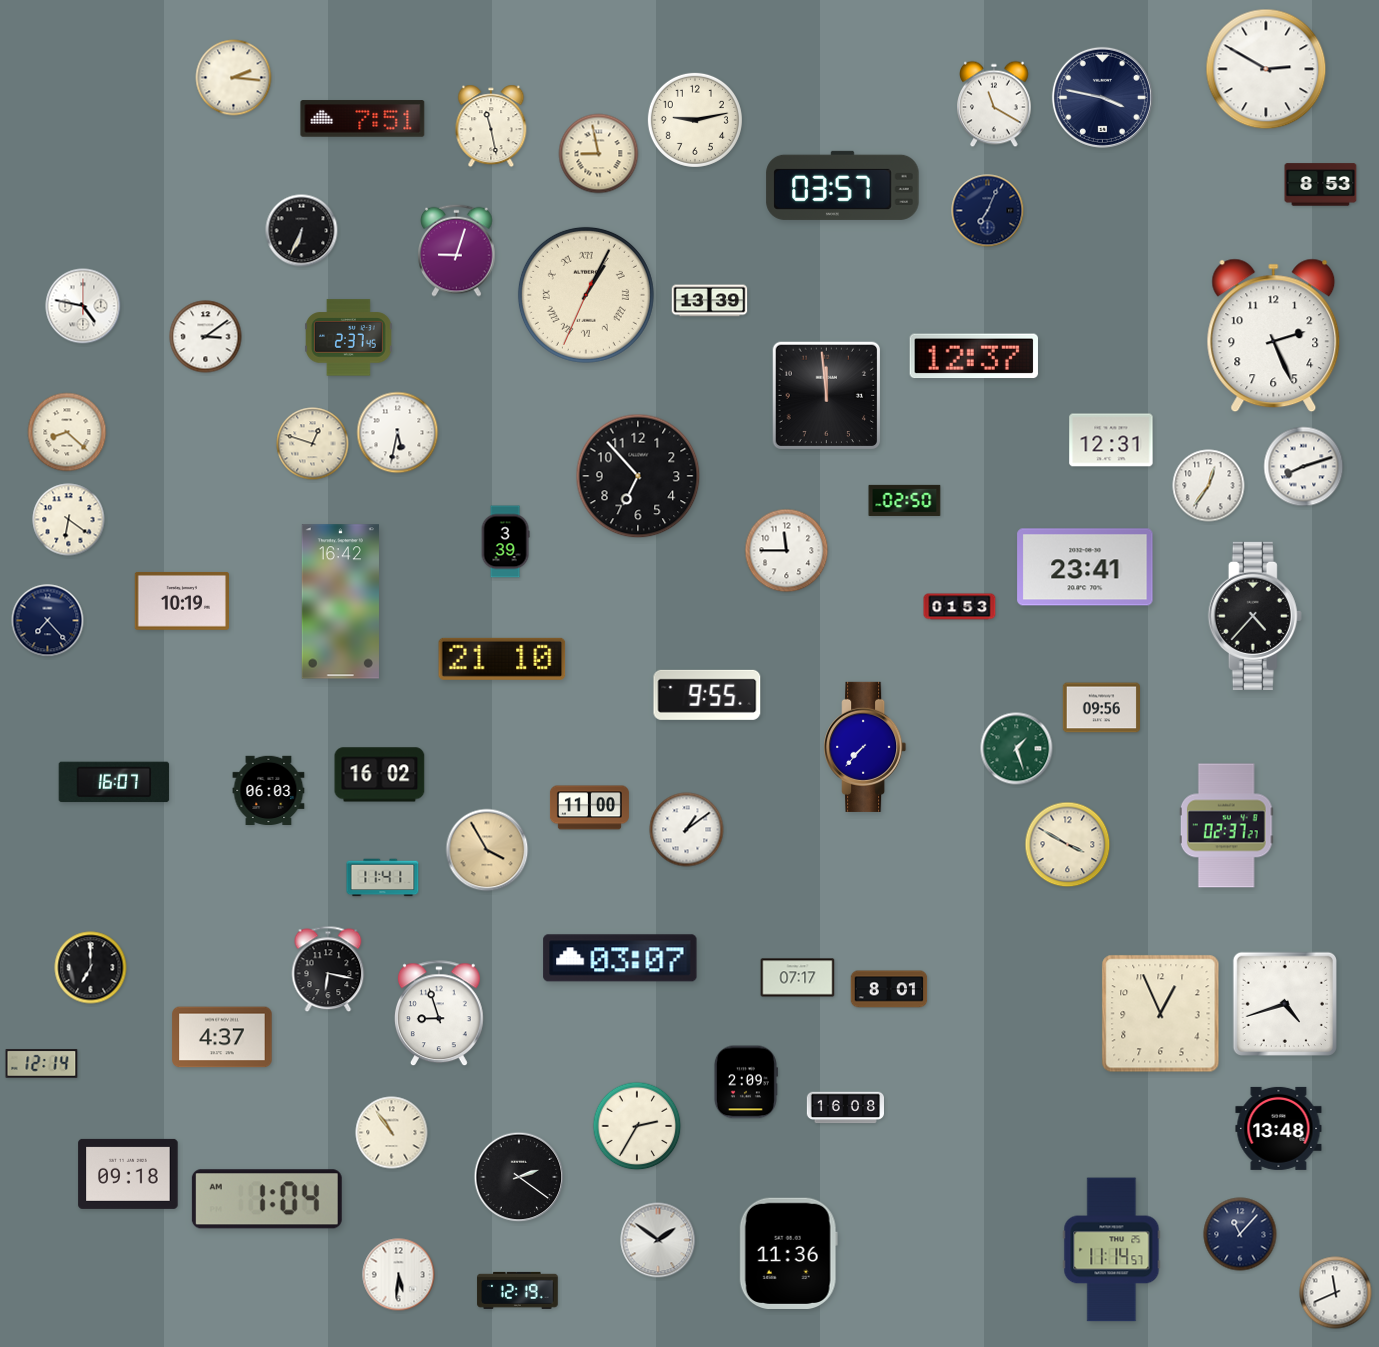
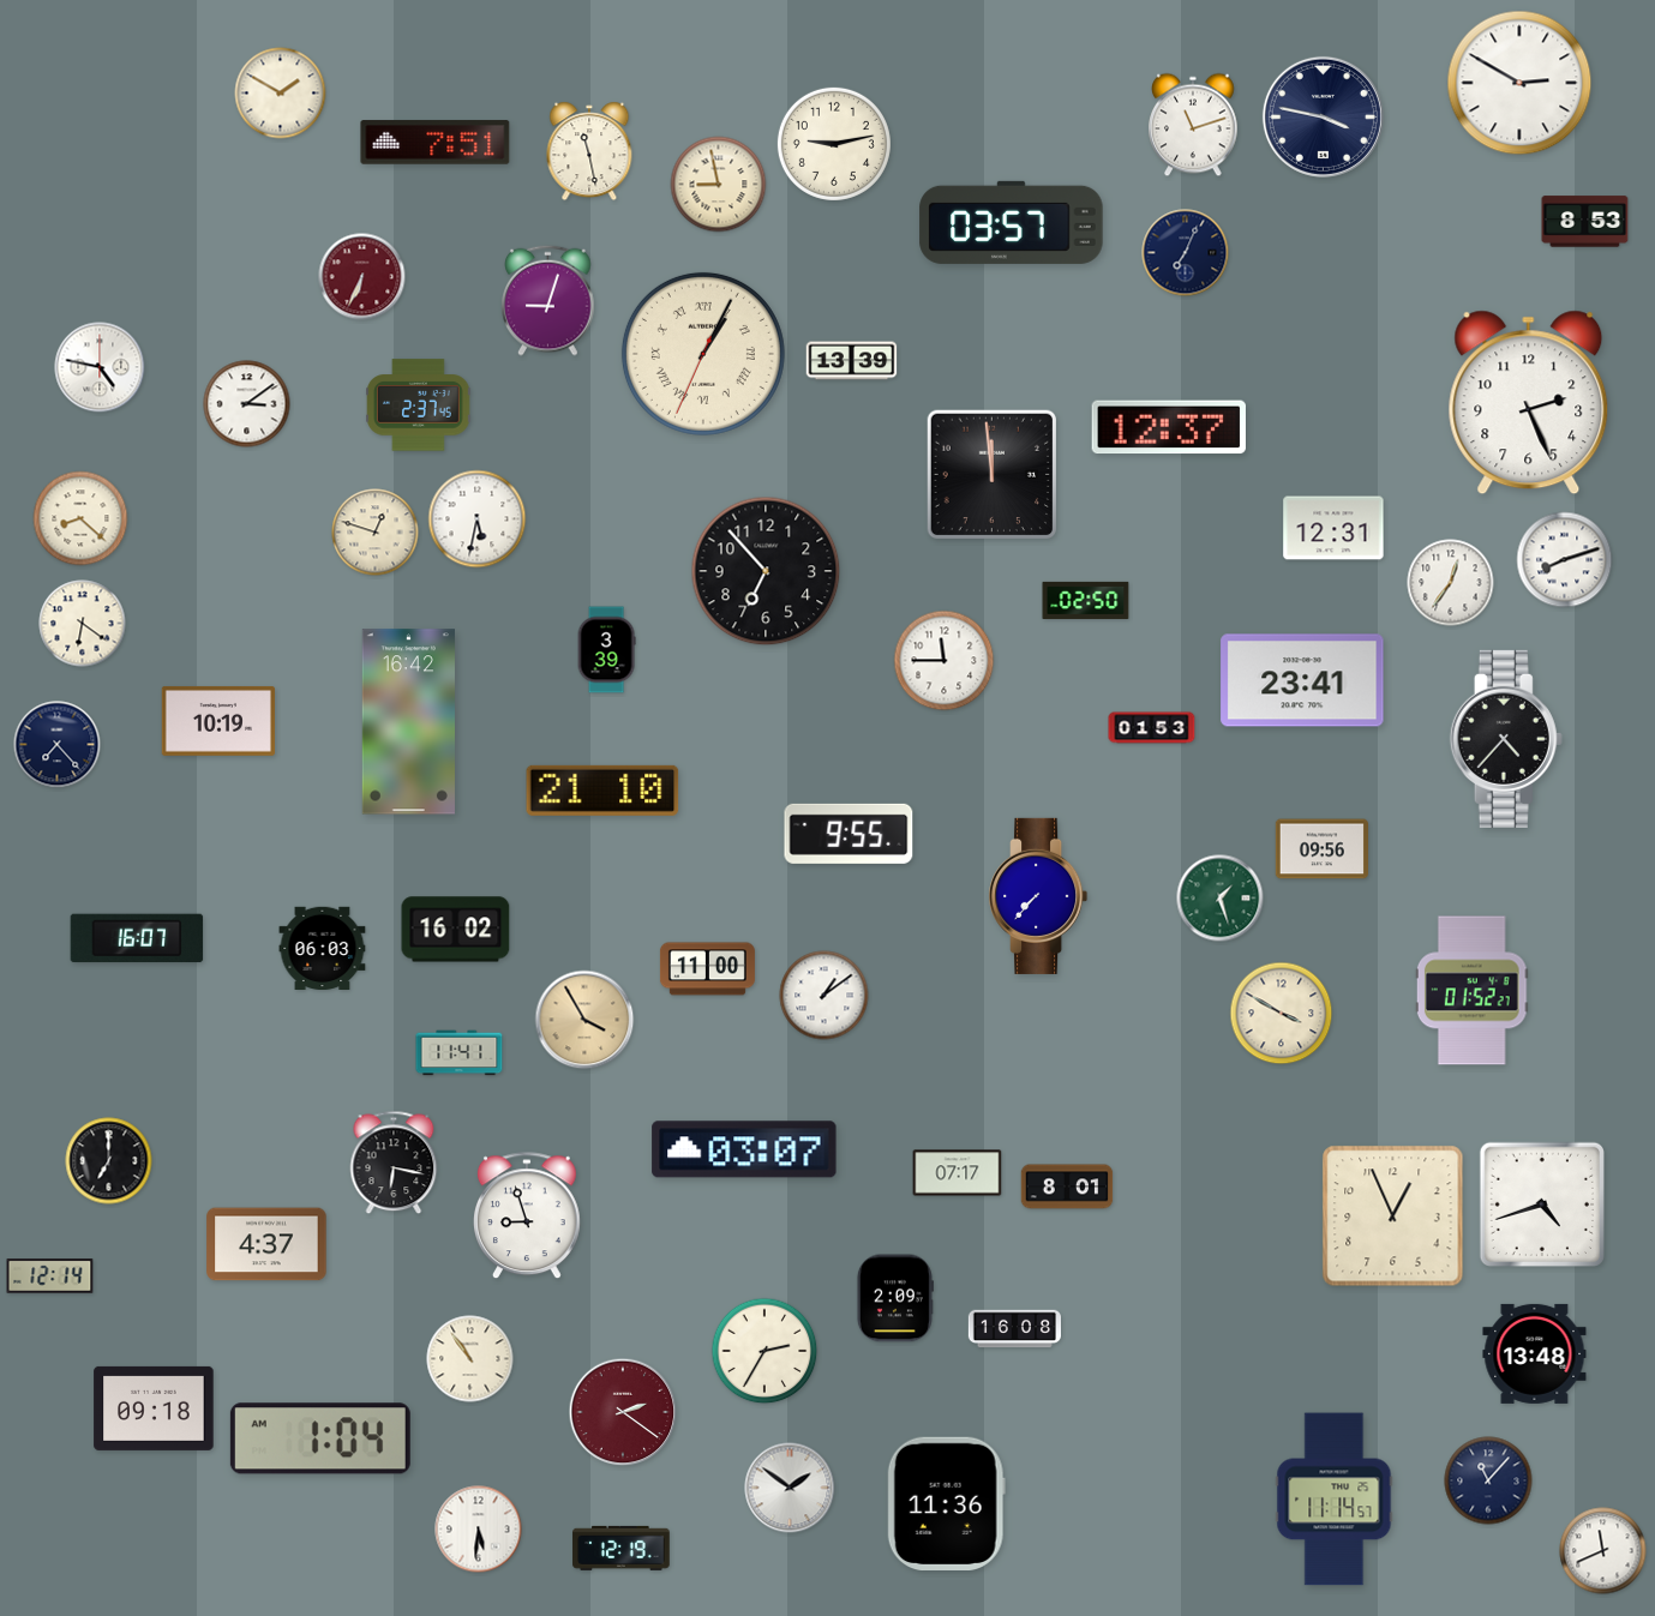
clock at (234, 78): 2:16 -> 1:50
clock at (994, 104): 11:20 -> 11:12
clock at (302, 231) dial: black -> burgundy
clock at (1226, 826): 02:37 -> 01:52
clock at (519, 1177) dial: black -> burgundy
